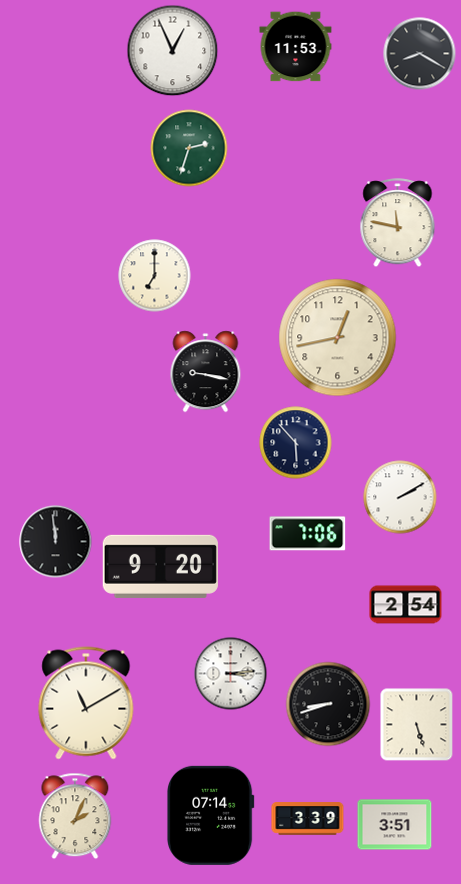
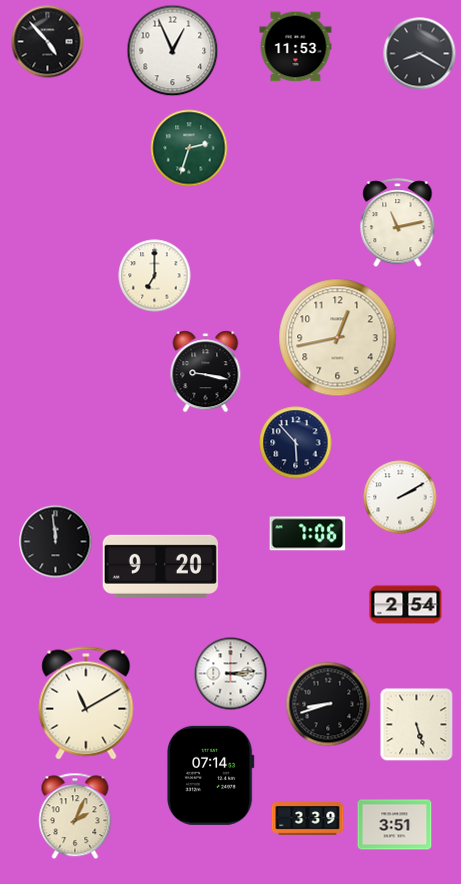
clock at (48, 42): none -> 4:53
clock at (398, 223): 11:47 -> 11:13
clock at (211, 815) position: (211, 815) -> (211, 775)
